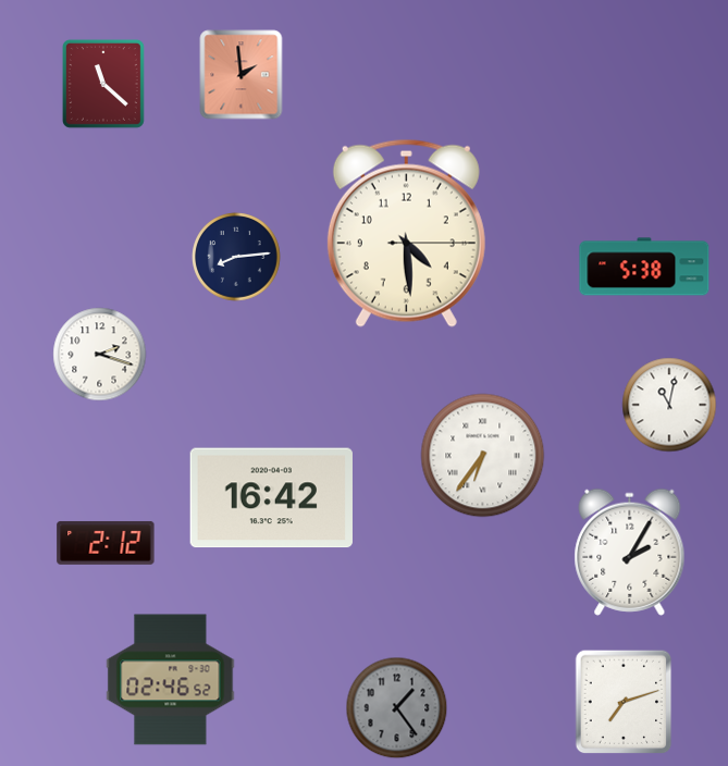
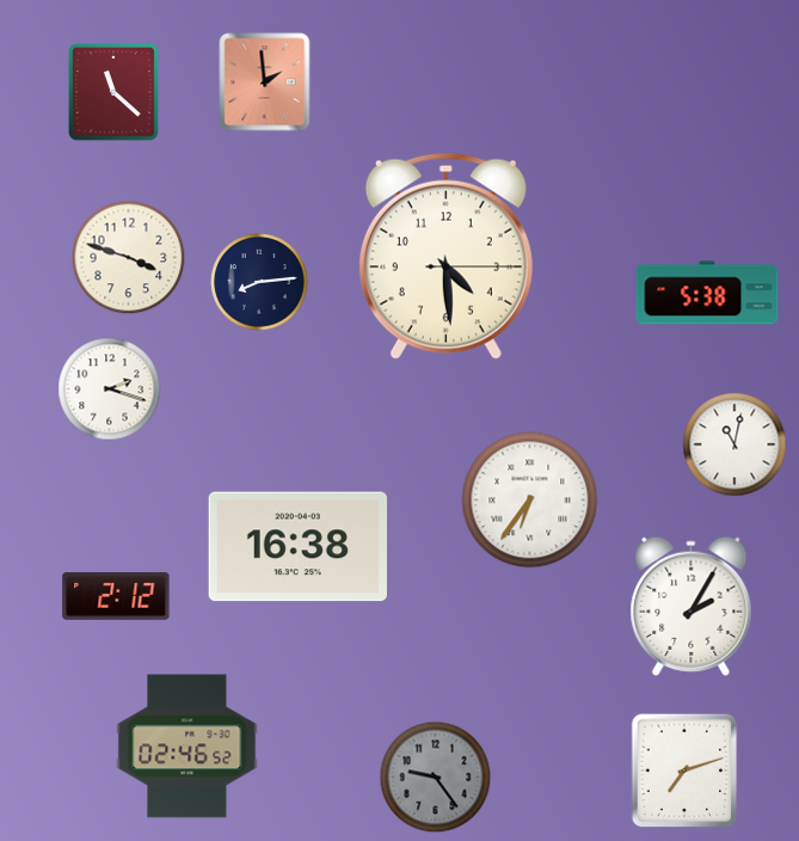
clock at (129, 258): none -> 3:48
clock at (271, 498): 16:42 -> 16:38
clock at (397, 708): 1:24 -> 9:24
